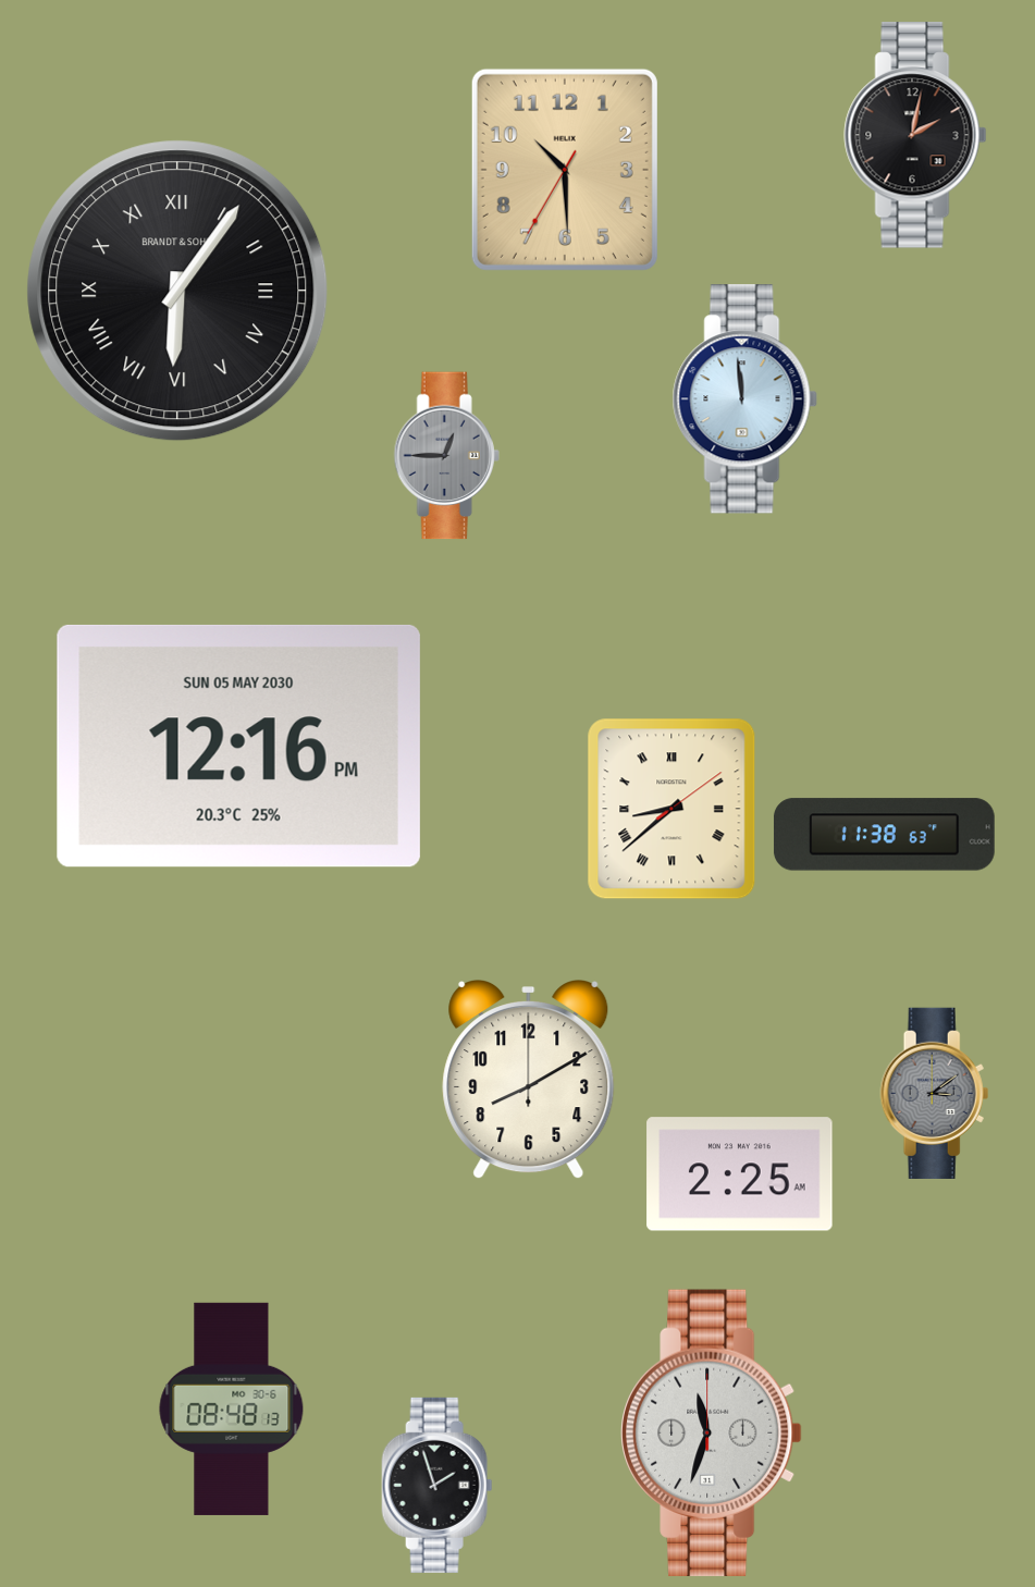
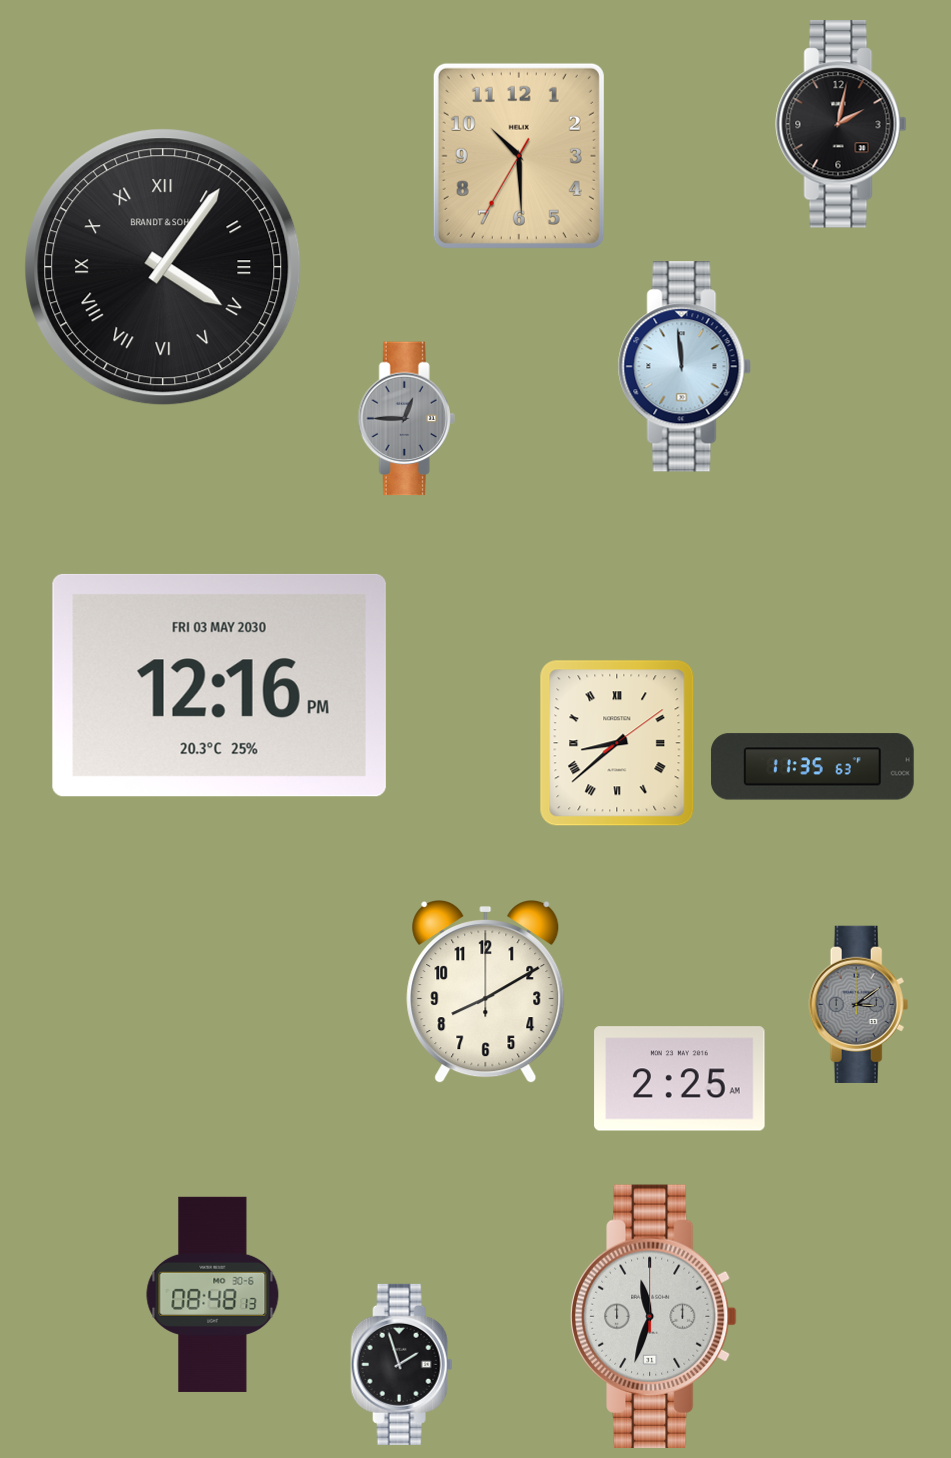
clock at (177, 291): 6:06 -> 4:06
clock at (446, 456) position: (446, 456) -> (406, 419)
clock at (238, 746) date: SUN 05 MAY 2030 -> FRI 03 MAY 2030
clock at (884, 835): 11:38 -> 11:35
